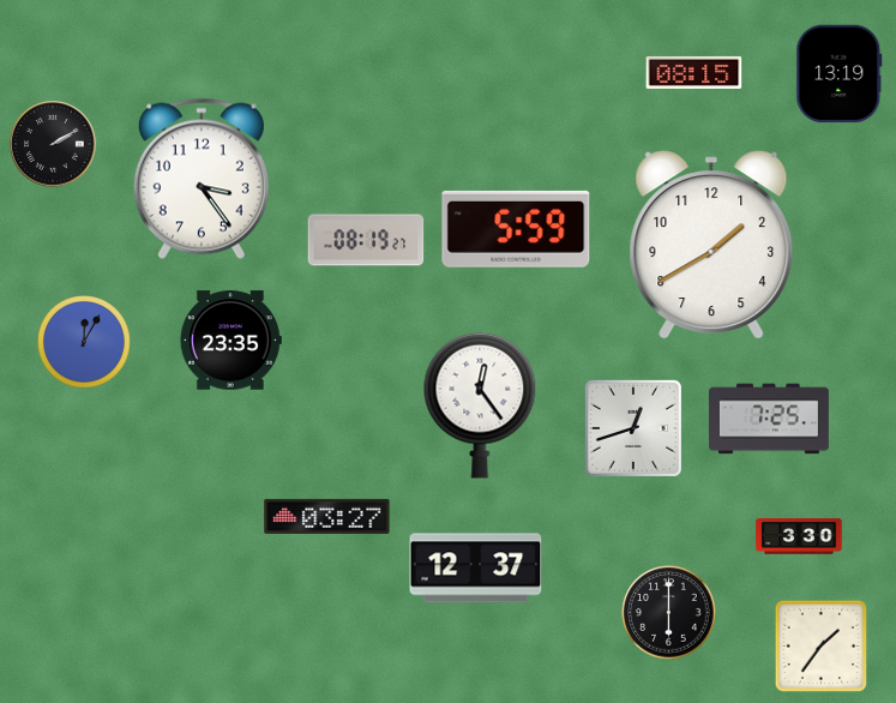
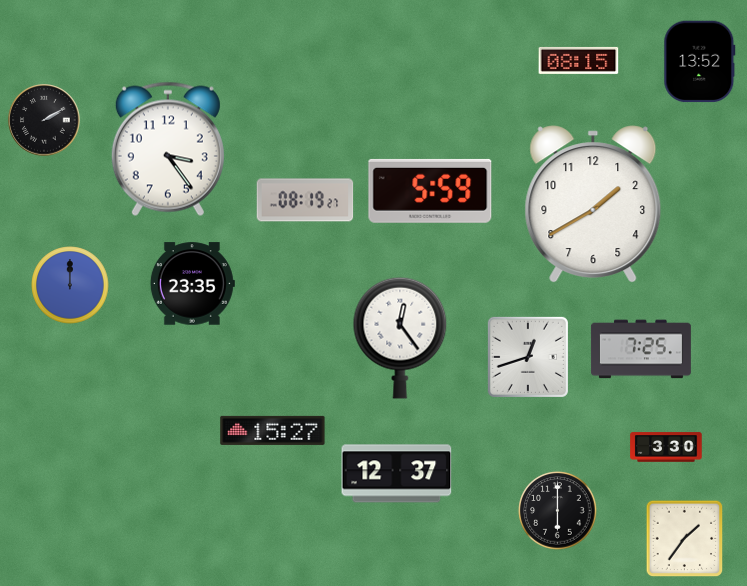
clock at (840, 74): 13:19 -> 13:52
clock at (84, 342): 12:05 -> 12:00
clock at (327, 516): 03:27 -> 15:27
